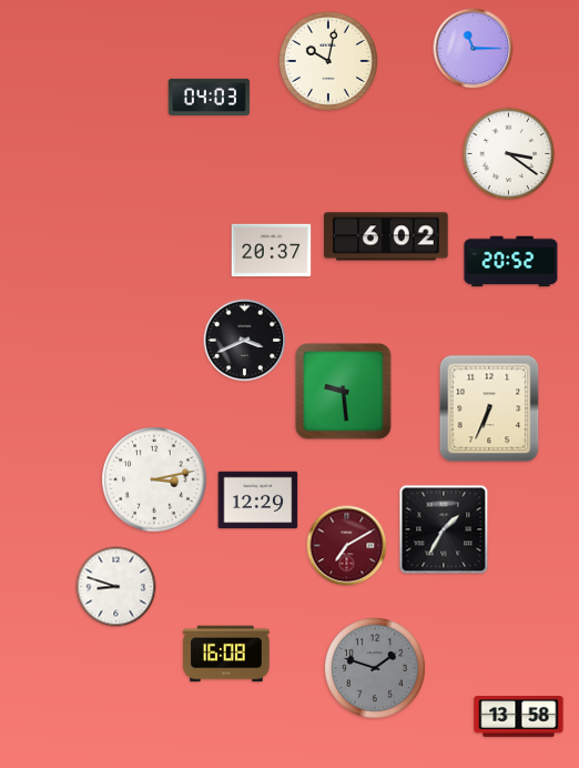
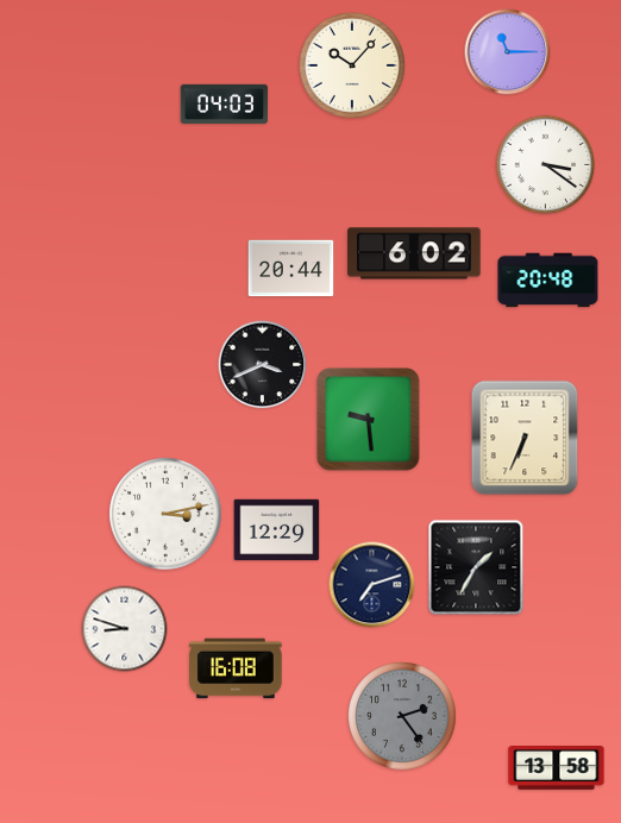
clock at (328, 61): 10:02 -> 10:07
clock at (272, 251): 20:37 -> 20:44
clock at (511, 262): 20:52 -> 20:48
clock at (258, 501) position: (258, 501) -> (277, 530)
clock at (347, 546): 7:10 -> 7:12
clock at (347, 546) dial: burgundy -> navy
clock at (226, 654) position: (226, 654) -> (236, 668)
clock at (375, 668): 1:48 -> 2:24
